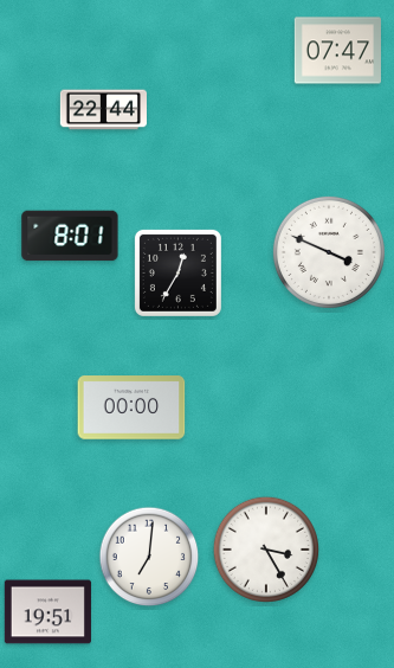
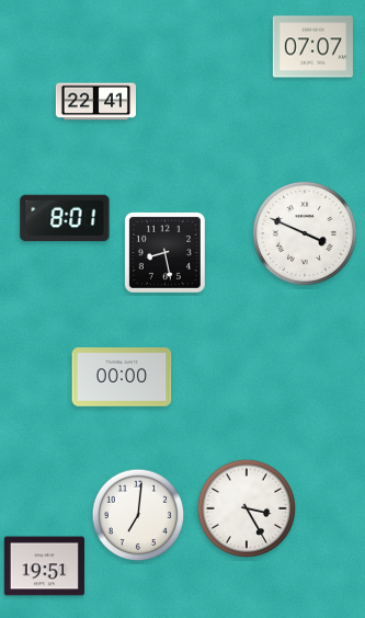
clock at (337, 51): 07:47 -> 07:07
clock at (103, 110): 22:44 -> 22:41
clock at (177, 272): 12:35 -> 8:28
